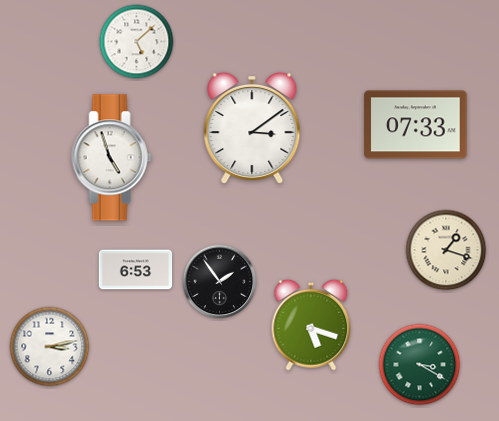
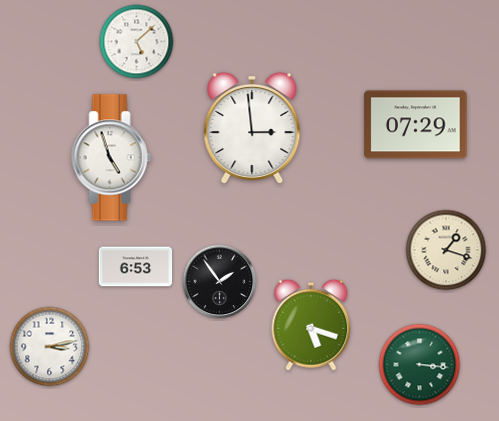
clock at (416, 125): 07:33 -> 07:29
clock at (252, 127): 3:09 -> 2:59
clock at (136, 270) position: (136, 270) -> (136, 267)
clock at (420, 365): 3:20 -> 3:16
